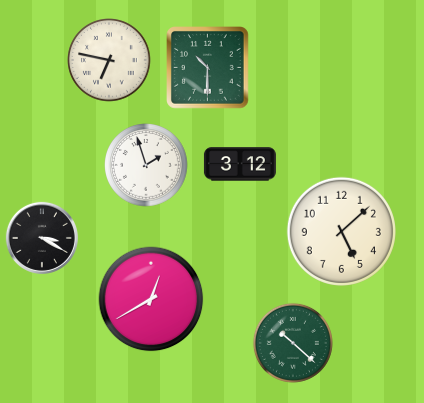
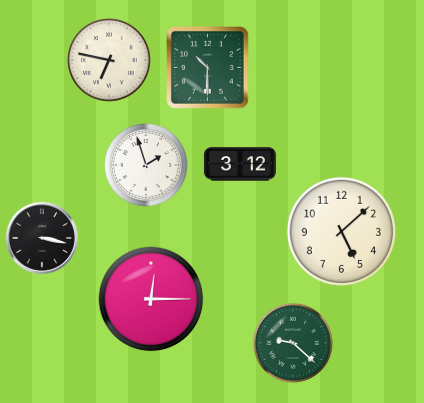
clock at (42, 238): 3:20 -> 3:17
clock at (151, 299): 12:40 -> 12:15
clock at (293, 343): 10:22 -> 9:22
